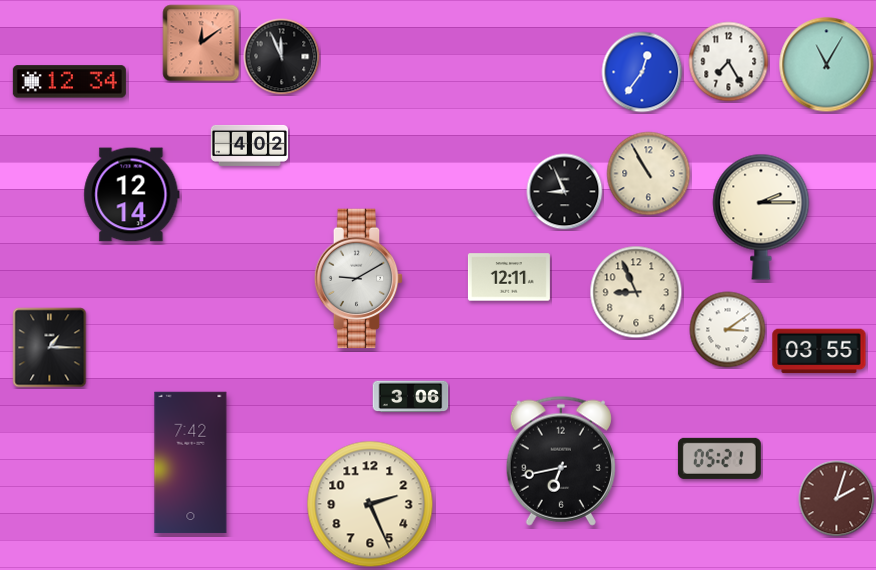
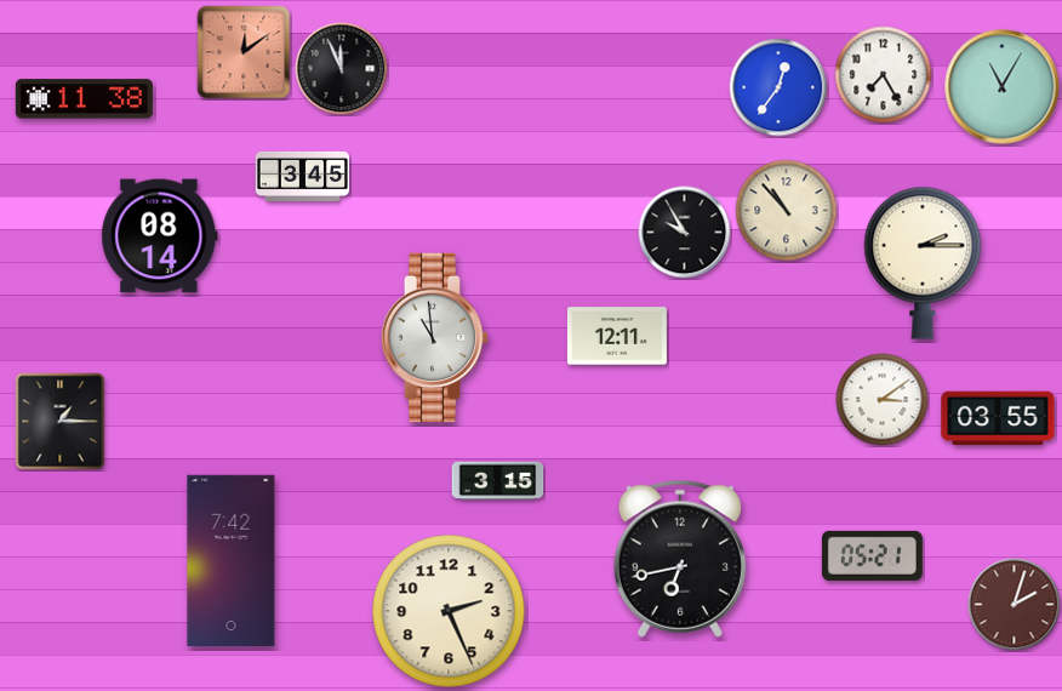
clock at (827, 65) position: (827, 65) -> (1003, 87)
clock at (69, 82): 12:34 -> 11:38
clock at (250, 145): 4:02 -> 3:45
clock at (649, 174): 10:55 -> 10:53
clock at (565, 192): 8:56 -> 9:55
clock at (132, 195): 12:14 -> 08:14
clock at (359, 279): 9:10 -> 10:59
clock at (636, 292): 8:56 -> none
clock at (819, 351) position: (819, 351) -> (998, 418)
clock at (411, 397): 3:06 -> 3:15
